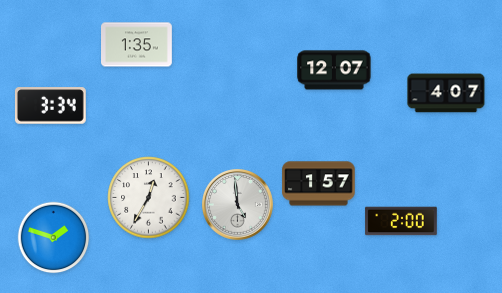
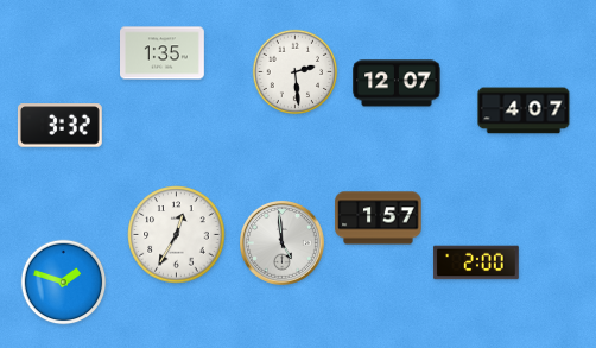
clock at (296, 72): none -> 2:29
clock at (446, 93) position: (446, 93) -> (524, 110)
clock at (50, 106): 3:34 -> 3:32
